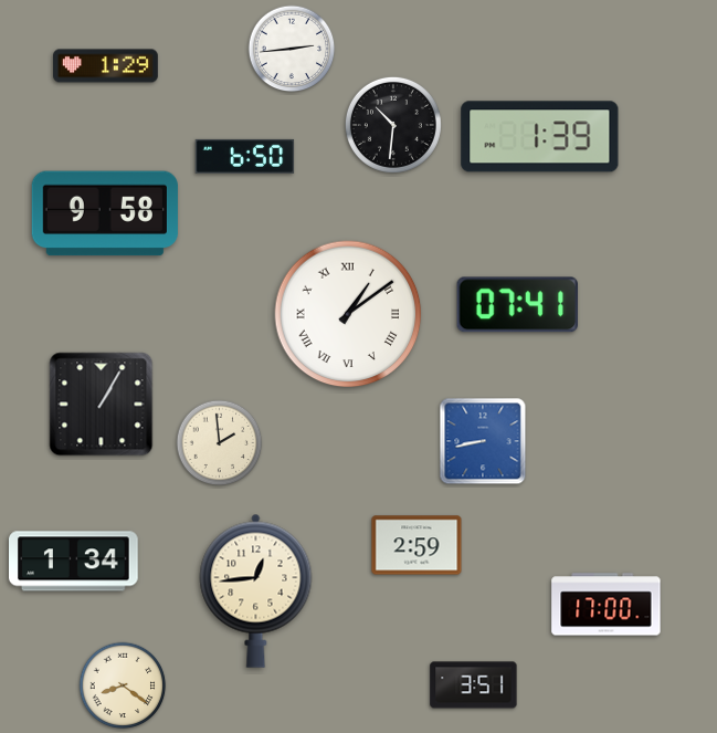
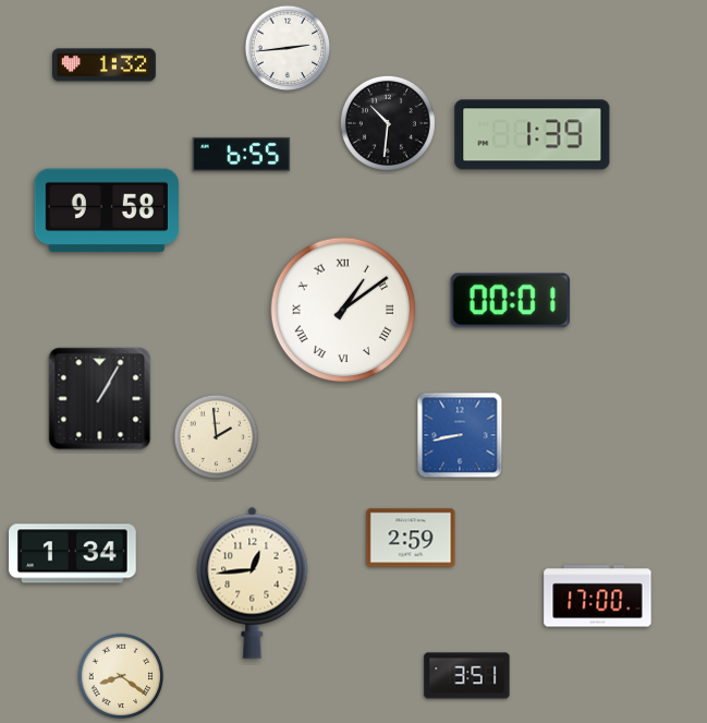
clock at (106, 66): 1:29 -> 1:32
clock at (245, 156): 6:50 -> 6:55
clock at (105, 213) position: (105, 213) -> (107, 210)
clock at (517, 305): 07:41 -> 00:01
clock at (483, 441) position: (483, 441) -> (460, 435)
